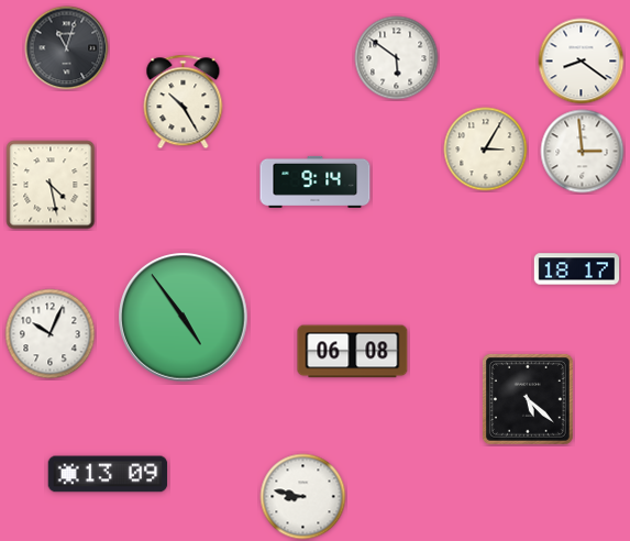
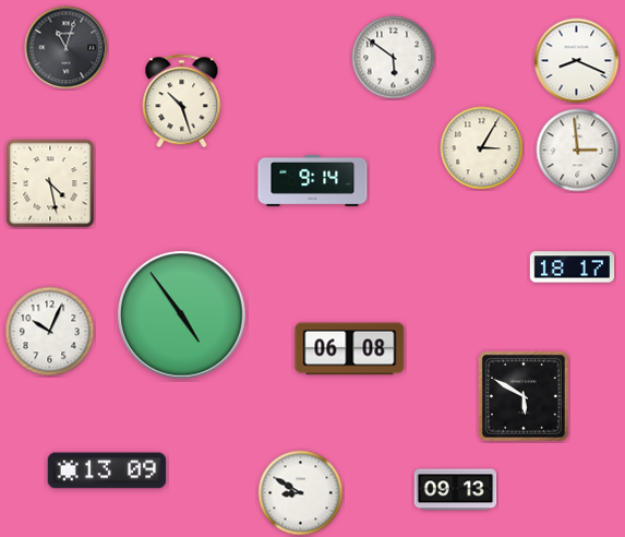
clock at (582, 62): 8:21 -> 8:19
clock at (184, 102): 10:25 -> 10:27
clock at (528, 399): 5:22 -> 5:50
clock at (456, 490): none -> 09:13
clock at (303, 497): 8:47 -> 8:50
